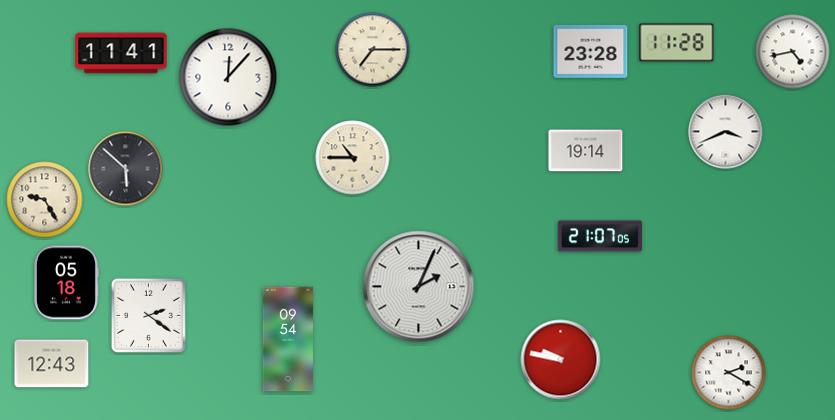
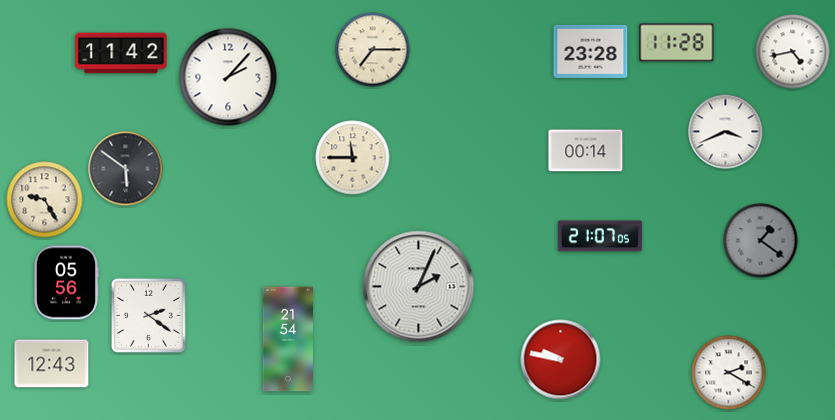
clock at (121, 53): 11:41 -> 11:42
clock at (228, 77): 12:07 -> 2:07
clock at (586, 151): 19:14 -> 00:14
clock at (353, 158): 10:45 -> 11:45
clock at (126, 169): 5:52 -> 5:51
clock at (761, 241): none -> 1:21
clock at (67, 283): 05:18 -> 05:56
clock at (287, 339): 09:54 -> 21:54
